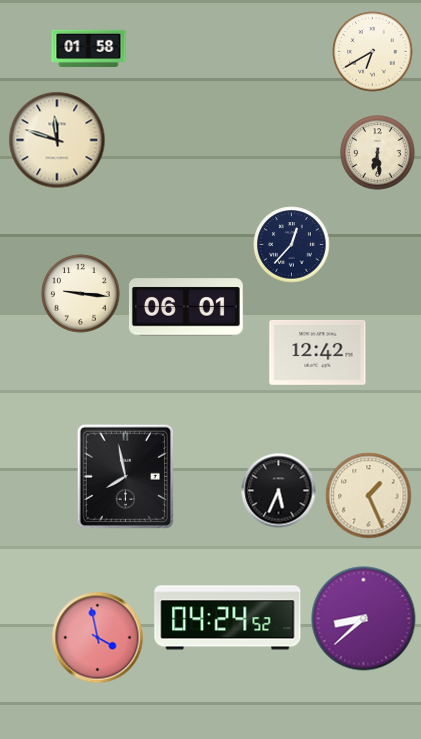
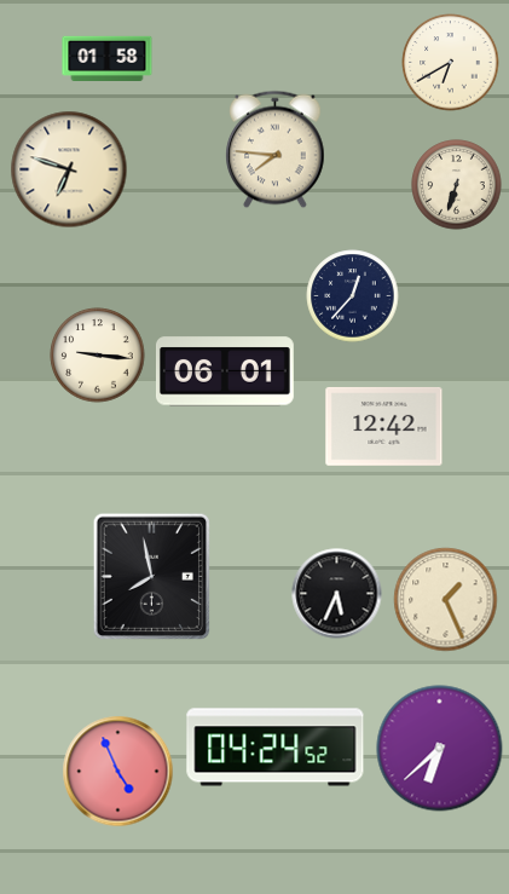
clock at (276, 150): none -> 7:46
clock at (57, 140): 11:48 -> 6:48
clock at (378, 153): 6:29 -> 6:33
clock at (364, 619): 8:38 -> 6:38
clock at (98, 638): 3:58 -> 4:56
